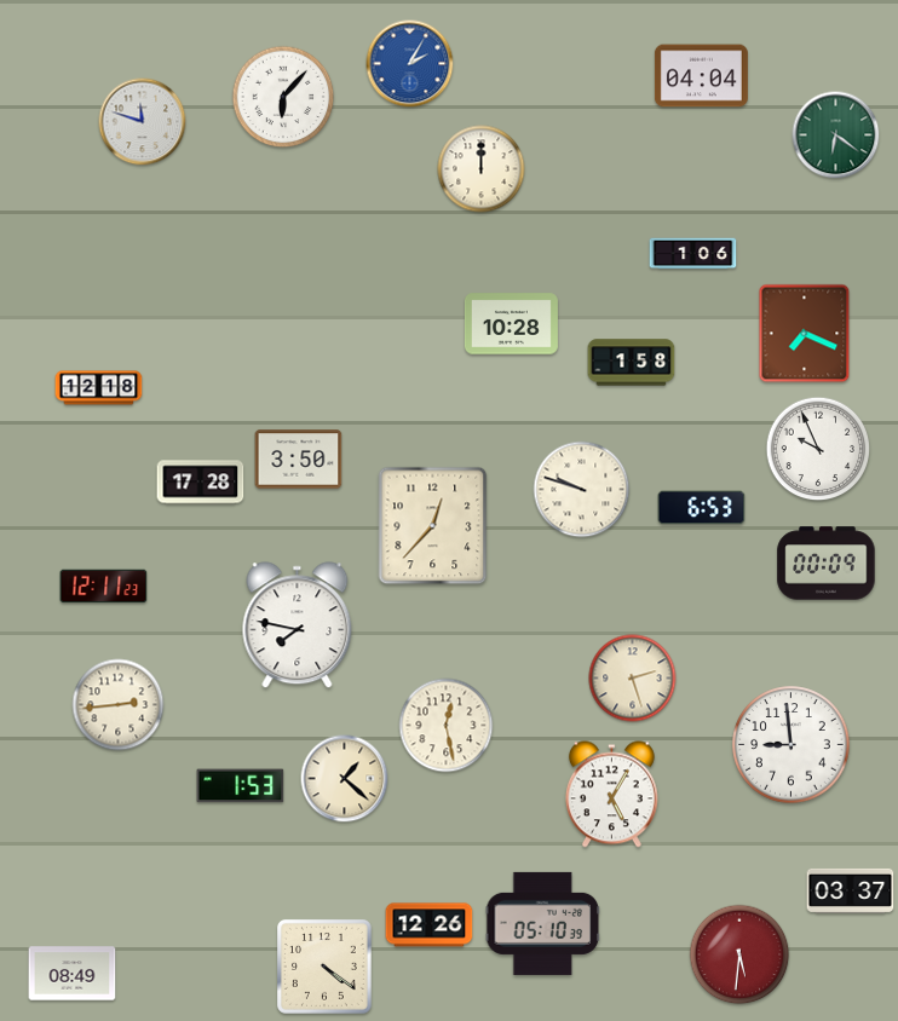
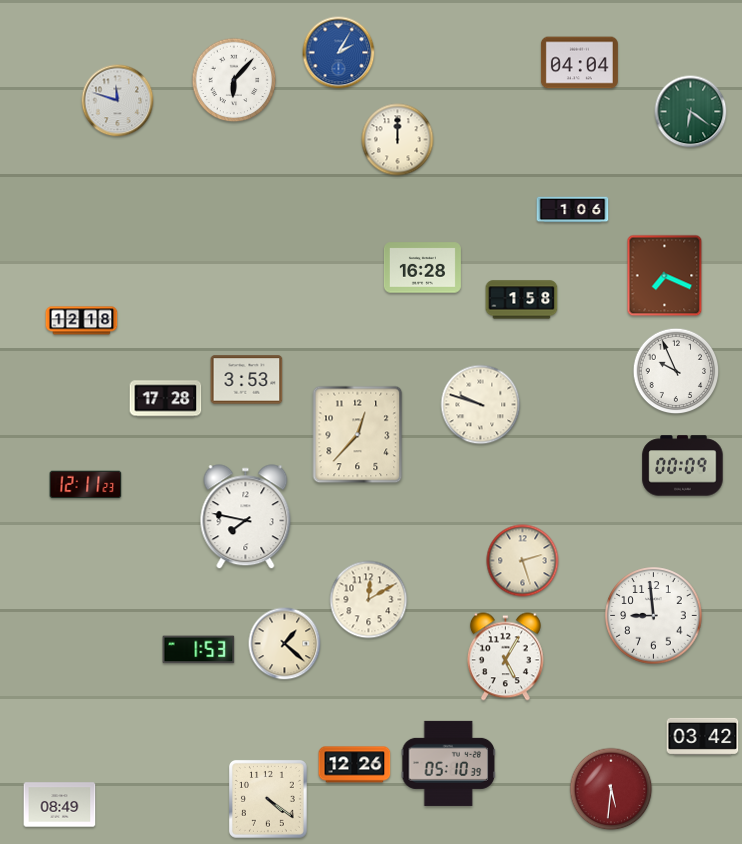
clock at (511, 324): 10:28 -> 16:28
clock at (299, 460): 3:50 -> 3:53
clock at (702, 508): 6:53 -> none
clock at (119, 705): 2:44 -> none
clock at (447, 726): 12:28 -> 12:10
clock at (851, 890): 03:37 -> 03:42
